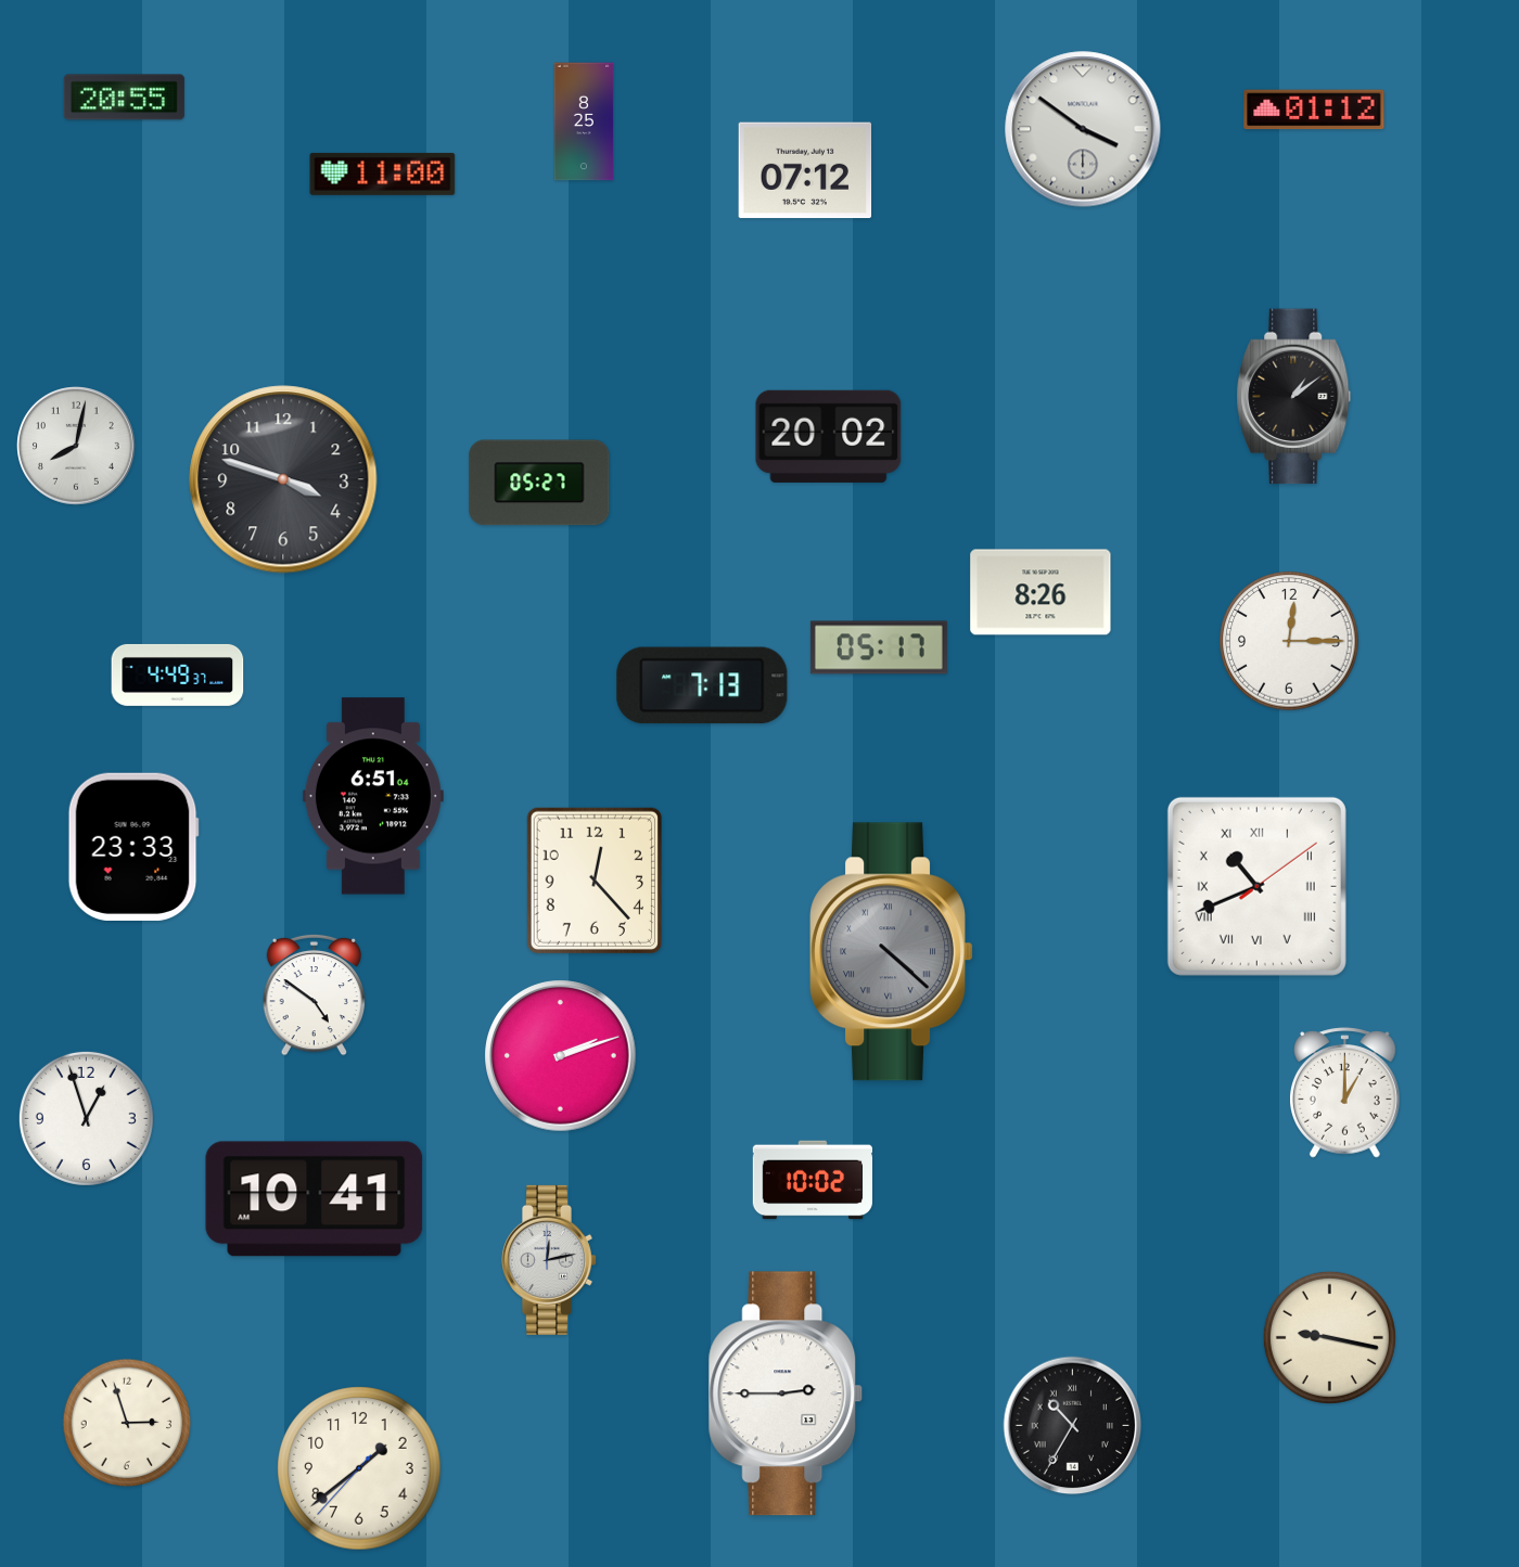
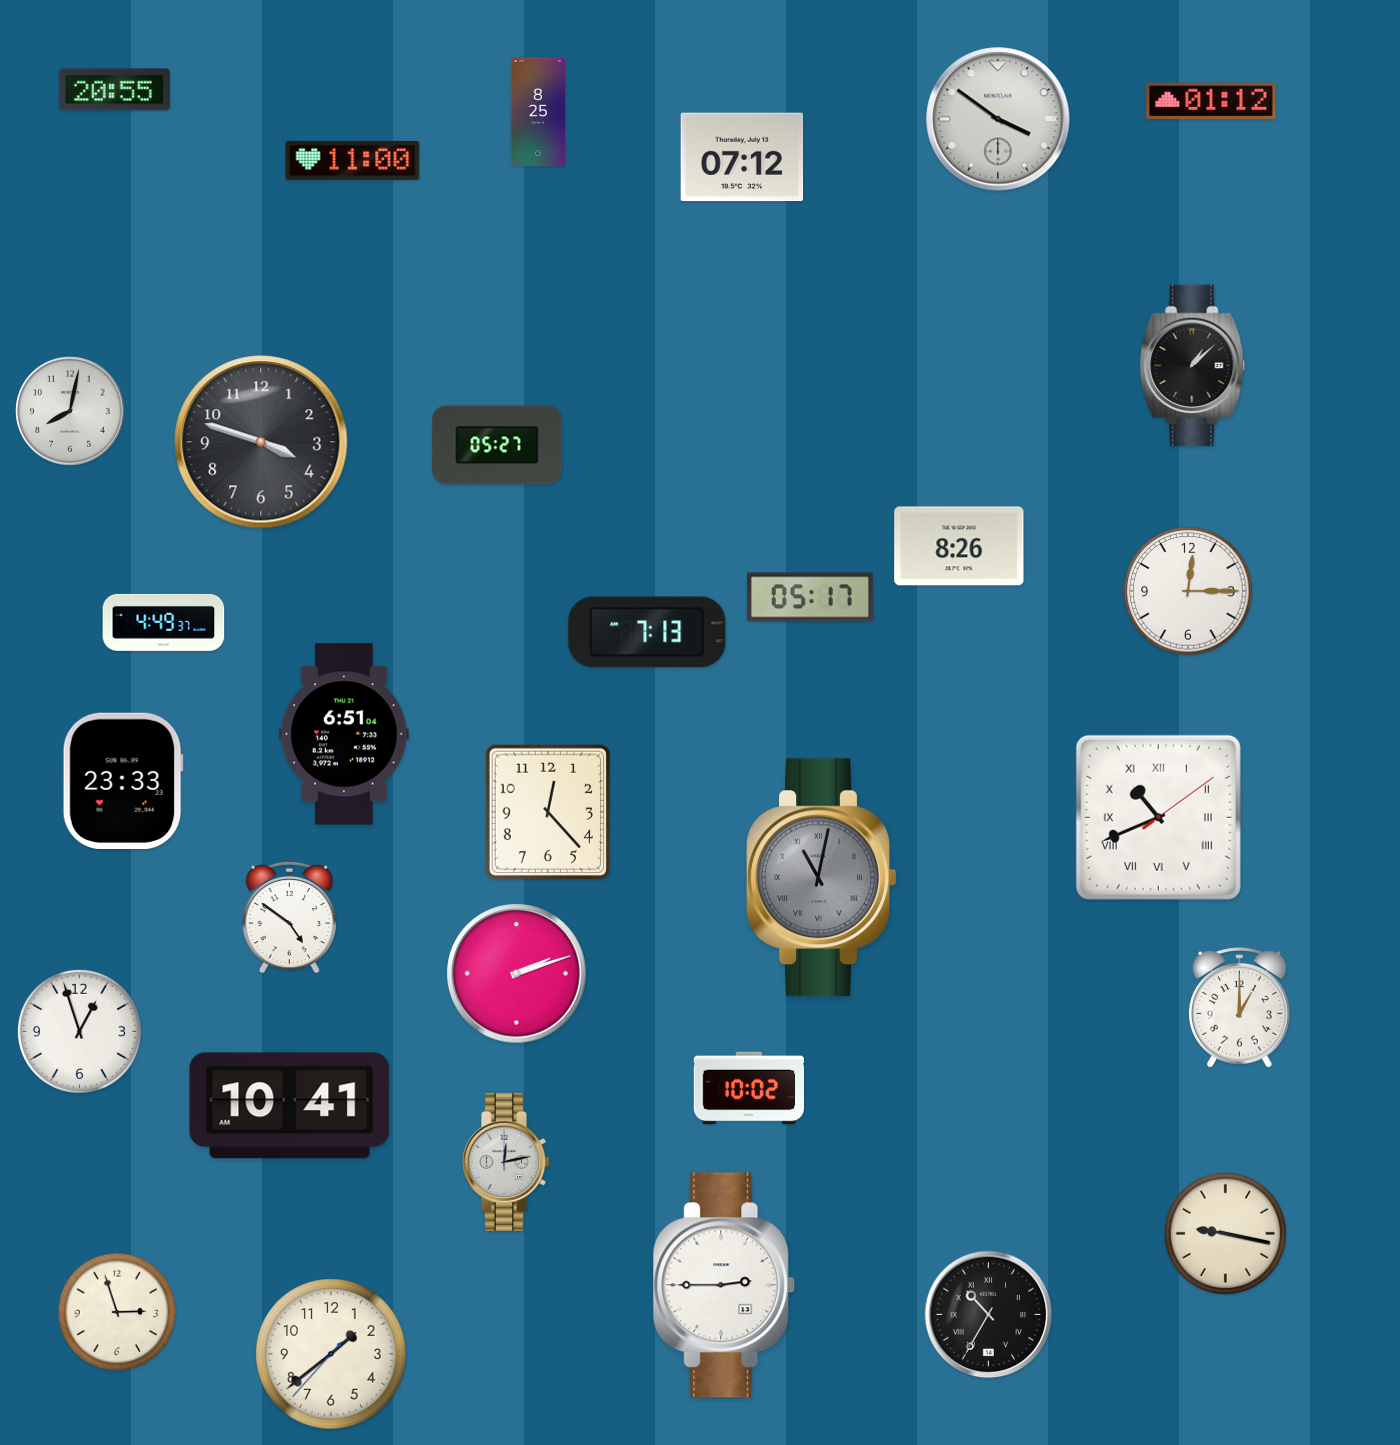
clock at (1294, 397): 1:09 -> 1:08
clock at (829, 436): 20:02 -> none
clock at (892, 952): 4:22 -> 11:02
